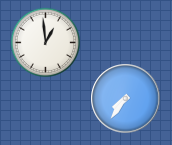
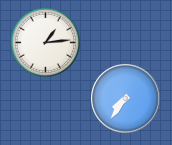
clock at (46, 43): 12:59 -> 1:14
